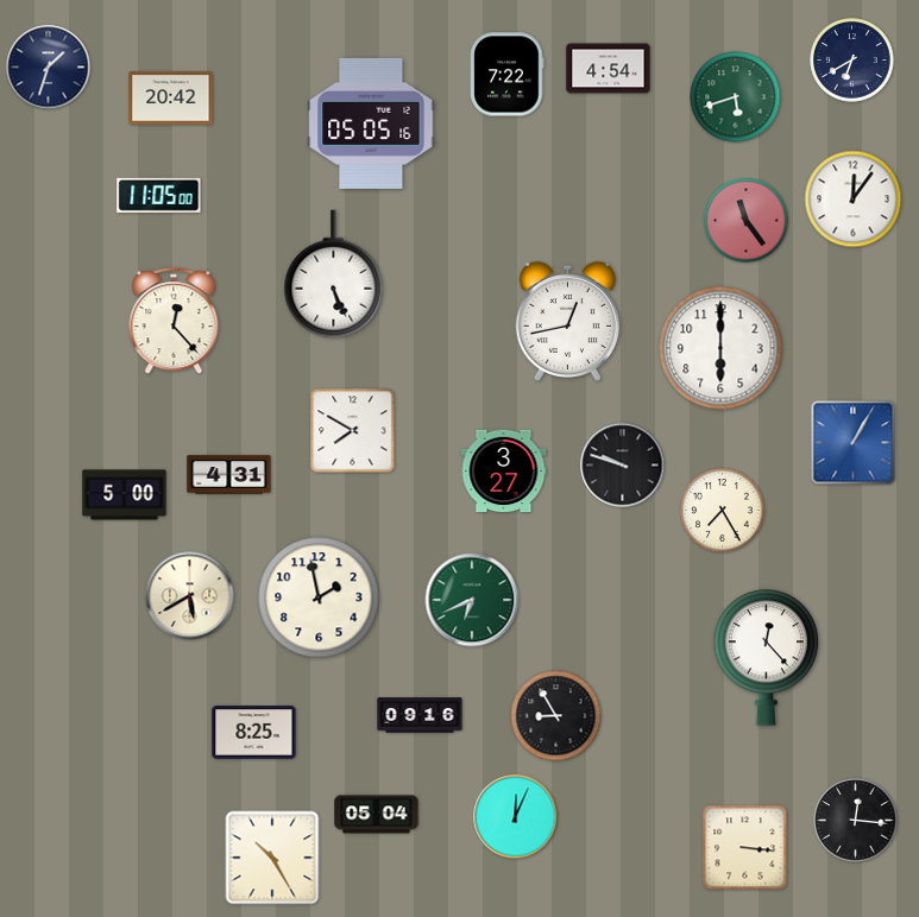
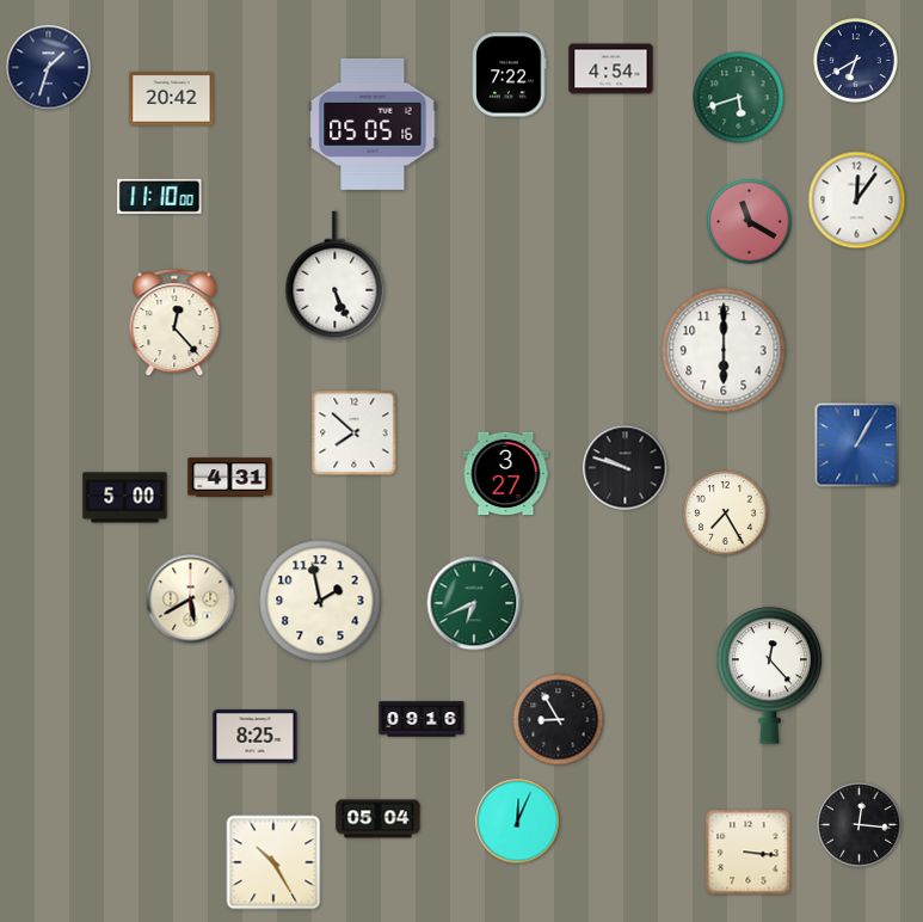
clock at (159, 195): 11:05 -> 11:10
clock at (747, 221): 11:24 -> 11:20
clock at (567, 321): 12:43 -> none
clock at (353, 431): 7:50 -> 7:52
clock at (767, 658) position: (767, 658) -> (770, 676)
